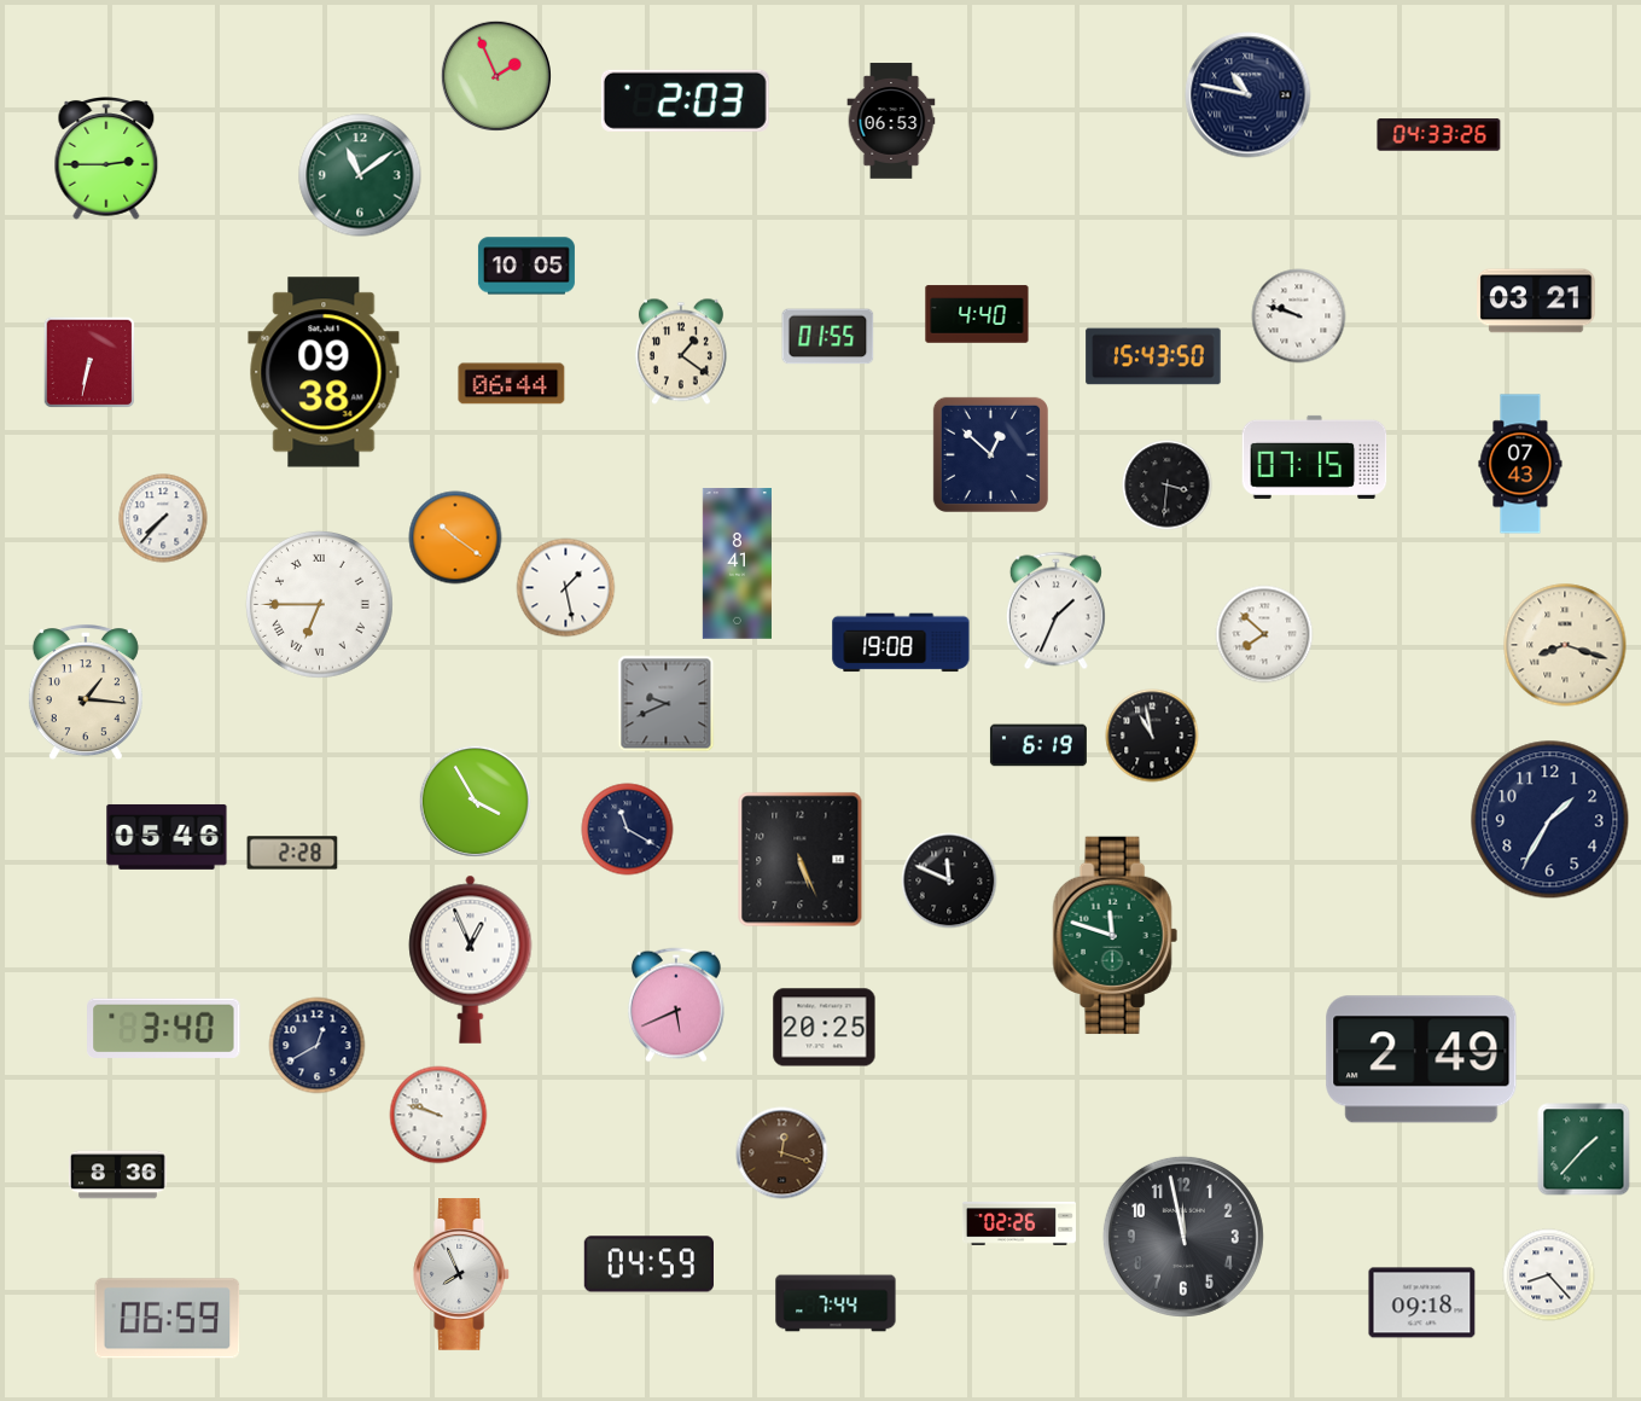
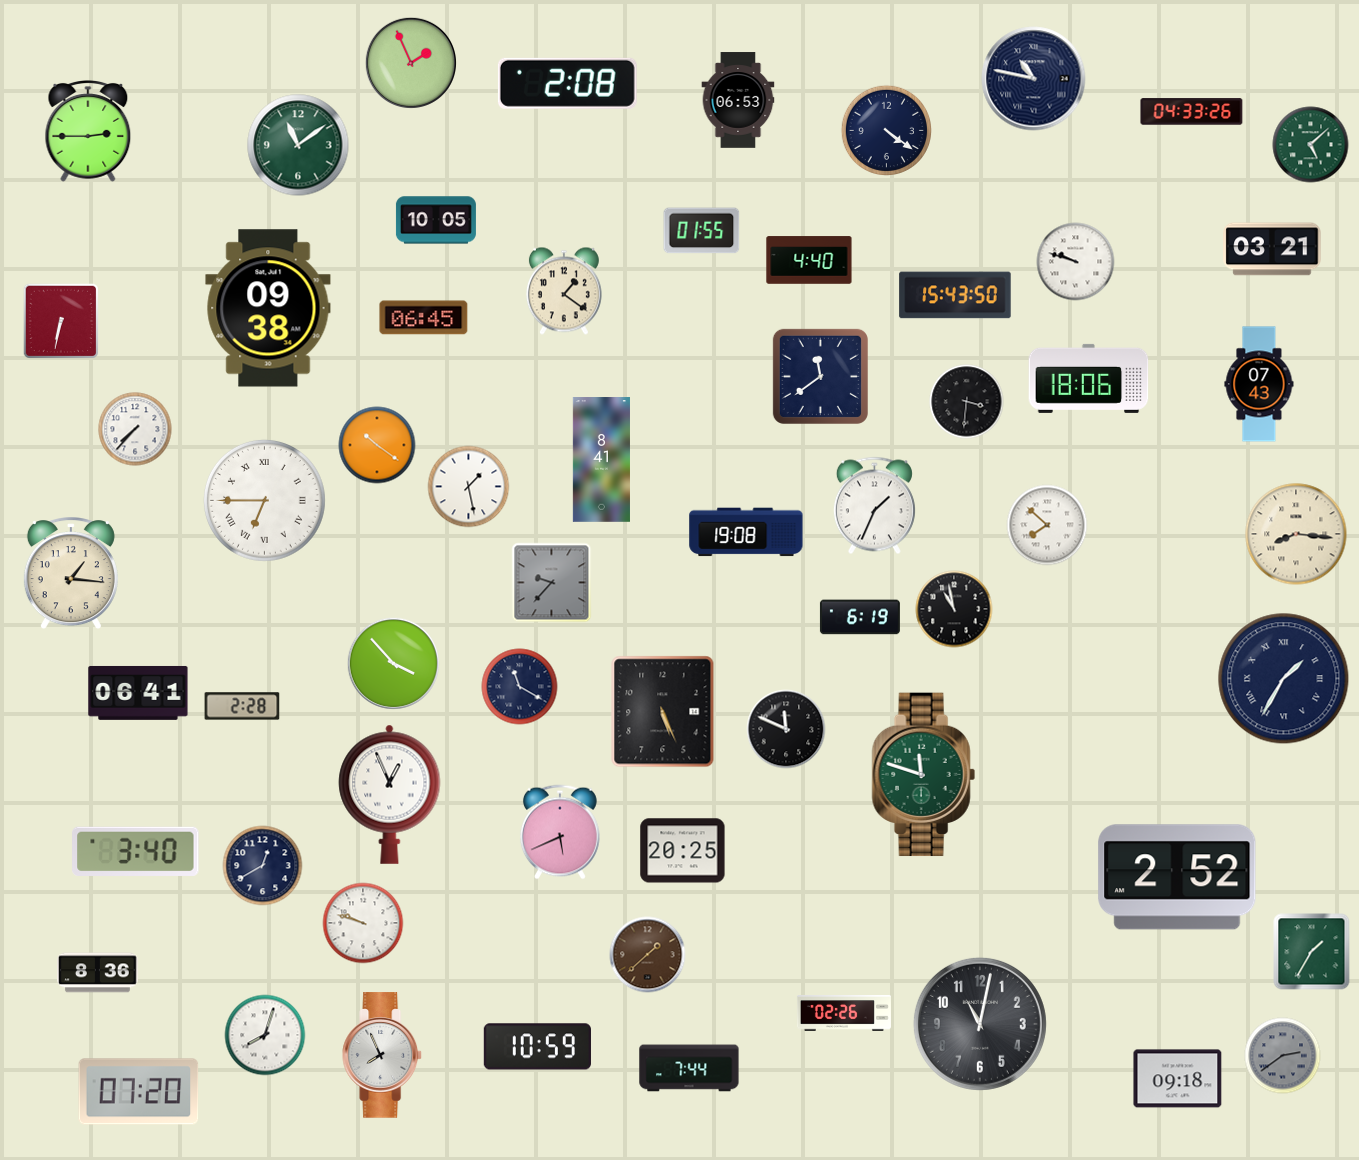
clock at (685, 100): 2:03 -> 2:08
clock at (886, 130): none -> 4:21
clock at (1311, 145): none -> 5:08
clock at (828, 337) position: (828, 337) -> (702, 231)
clock at (89, 362) position: (89, 362) -> (61, 321)
clock at (512, 384): 06:44 -> 06:45
clock at (990, 454): 12:52 -> 11:39
clock at (1315, 457): 07:15 -> 18:06
clock at (737, 564) position: (737, 564) -> (601, 460)
clock at (1565, 645): 8:18 -> 8:16
clock at (667, 704): 9:41 -> 9:37
clock at (475, 801): 3:55 -> 3:53
clock at (1550, 820) numerals: Arabic -> Roman
clock at (167, 837): 05:46 -> 06:41
clock at (1421, 1059): 2:49 -> 2:52
clock at (1584, 1150): 1:37 -> 1:35
clock at (782, 1153): 12:18 -> 1:38
clock at (1183, 1237): 11:58 -> 11:02
clock at (265, 1035): none -> 8:03
clock at (648, 1265): 04:59 -> 10:59
clock at (1549, 1275): 8:23 -> 2:39
clock at (1549, 1275) dial: white -> grey
clock at (836, 1303) position: (836, 1303) -> (689, 1068)
clock at (168, 1319): 06:59 -> 07:20
